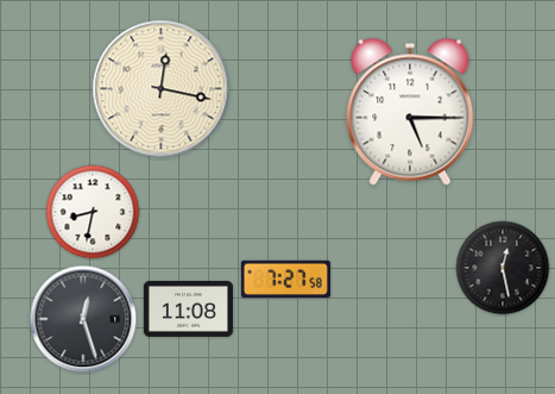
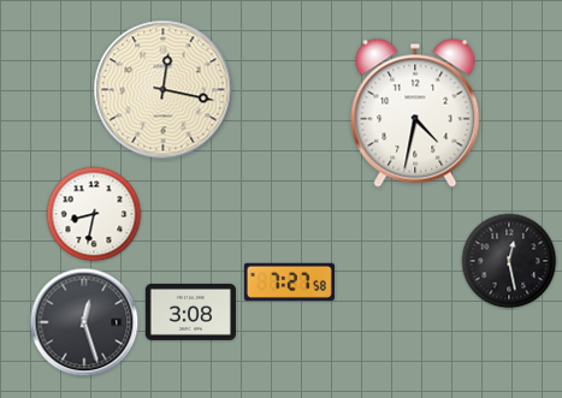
clock at (410, 112): 5:15 -> 4:32
clock at (503, 268) position: (503, 268) -> (509, 261)
clock at (188, 308): 11:08 -> 3:08
